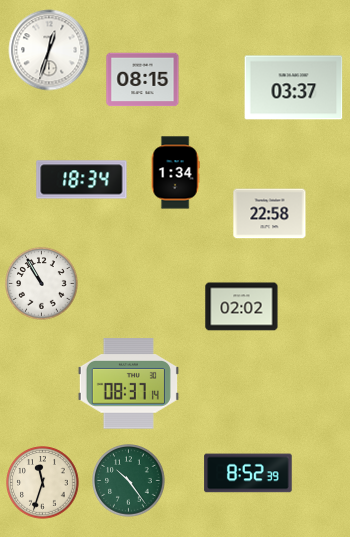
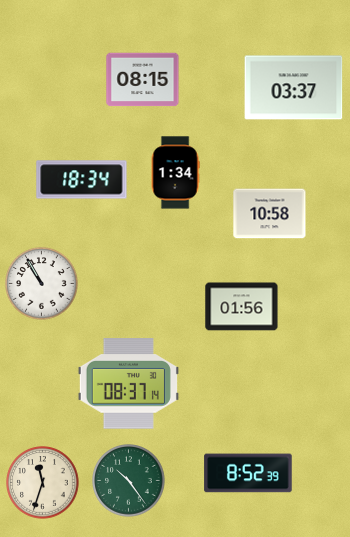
clock at (49, 50): 12:33 -> none
clock at (270, 214): 22:58 -> 10:58
clock at (242, 307): 02:02 -> 01:56
